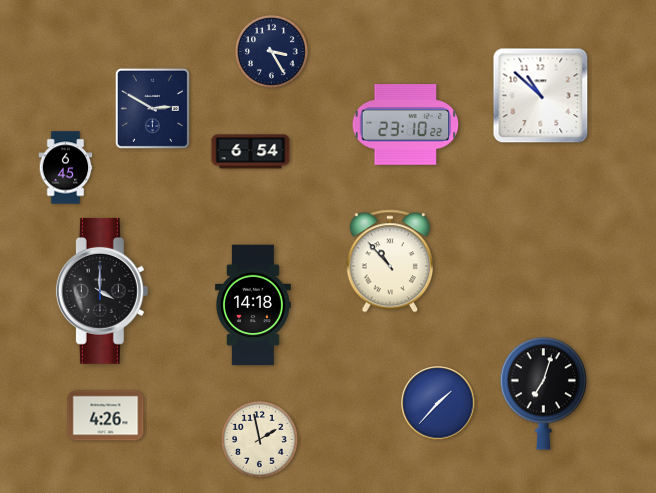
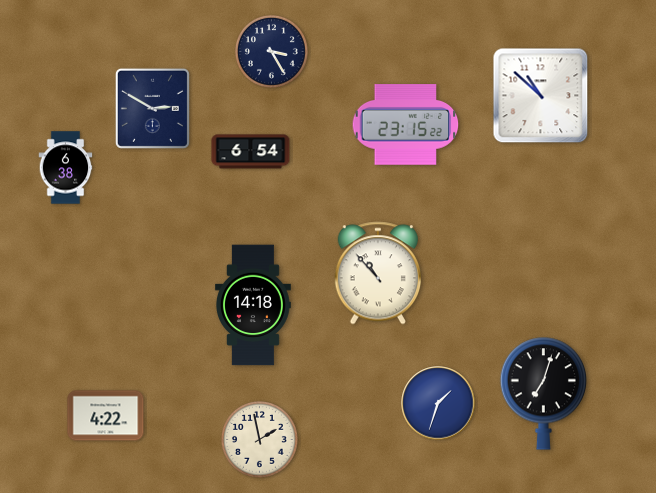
clock at (406, 125): 23:10 -> 23:15
clock at (66, 168): 6:45 -> 6:38
clock at (389, 261) position: (389, 261) -> (377, 273)
clock at (102, 291): 4:00 -> none
clock at (438, 403): 1:37 -> 1:33
clock at (106, 416): 4:26 -> 4:22
